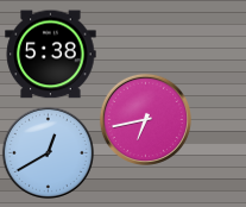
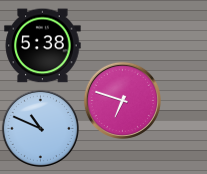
clock at (145, 119): 6:43 -> 6:48
clock at (48, 152): 12:40 -> 10:49
